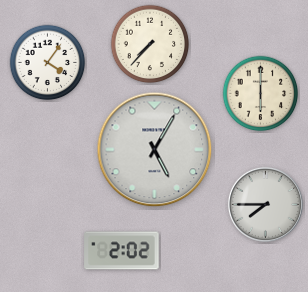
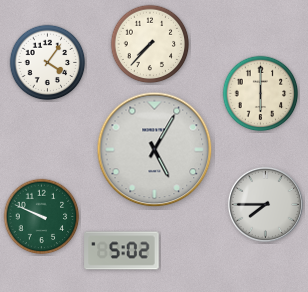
clock at (42, 217): none -> 9:49
clock at (122, 251): 2:02 -> 5:02
